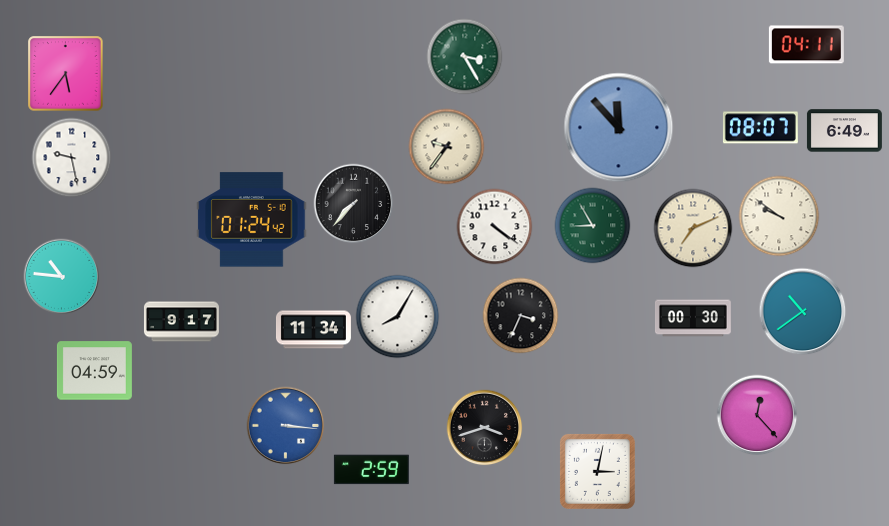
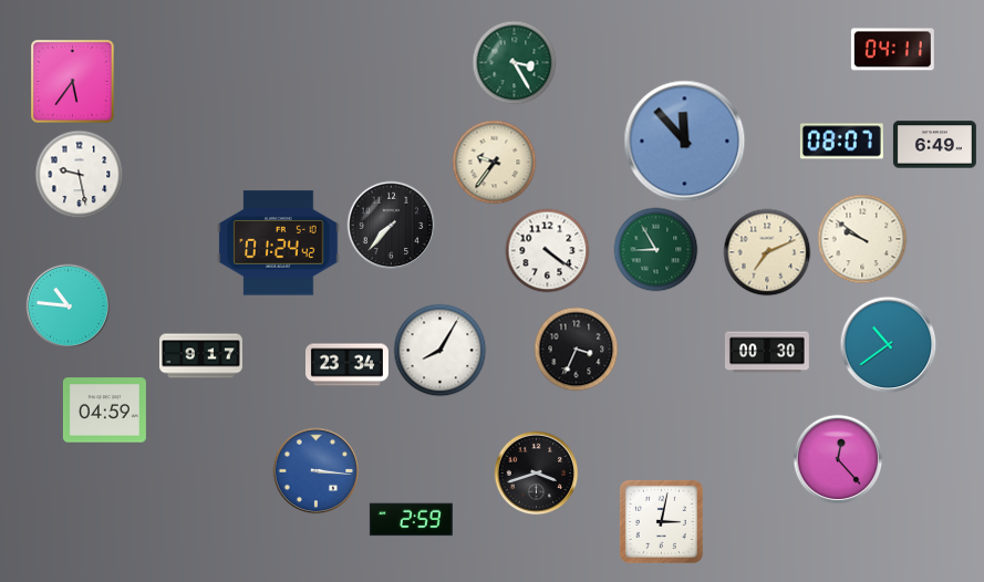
clock at (313, 330): 11:34 -> 23:34
